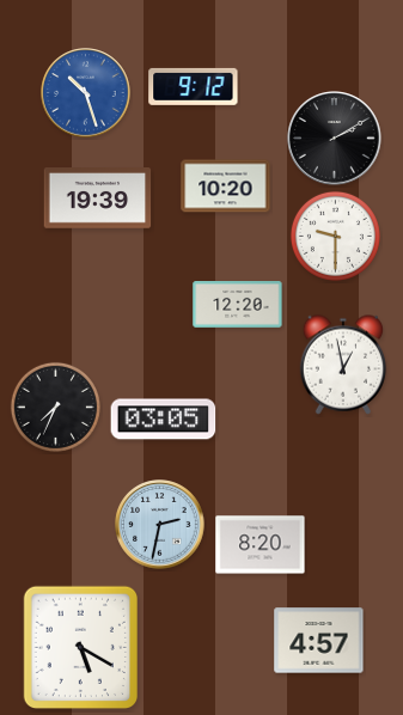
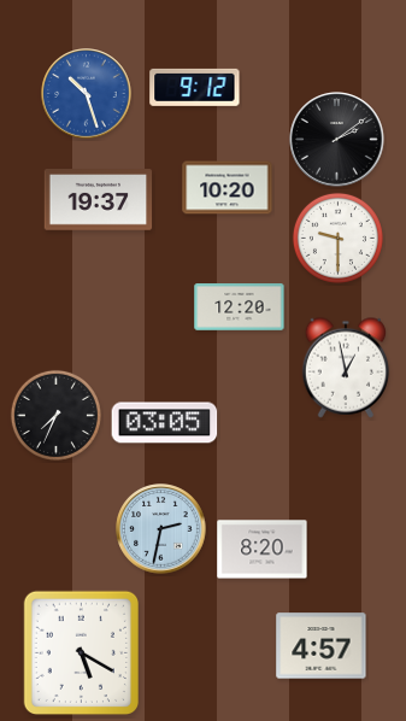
clock at (335, 139): 2:10 -> 2:09
clock at (98, 198): 19:39 -> 19:37
clock at (55, 407) position: (55, 407) -> (55, 415)
